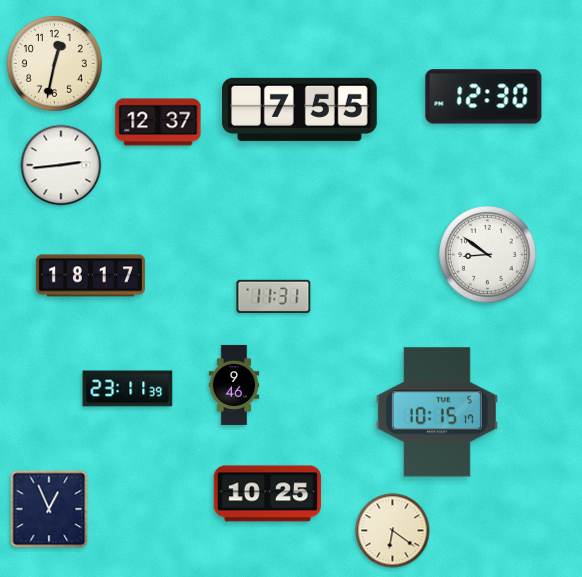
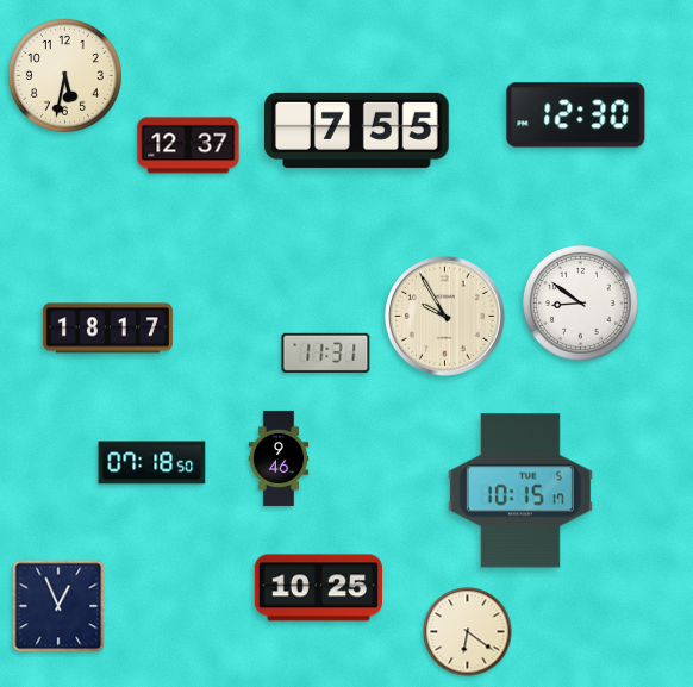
clock at (54, 63): 12:32 -> 5:32
clock at (61, 165): 2:44 -> none
clock at (445, 317): none -> 9:55
clock at (128, 389): 23:11 -> 07:18
